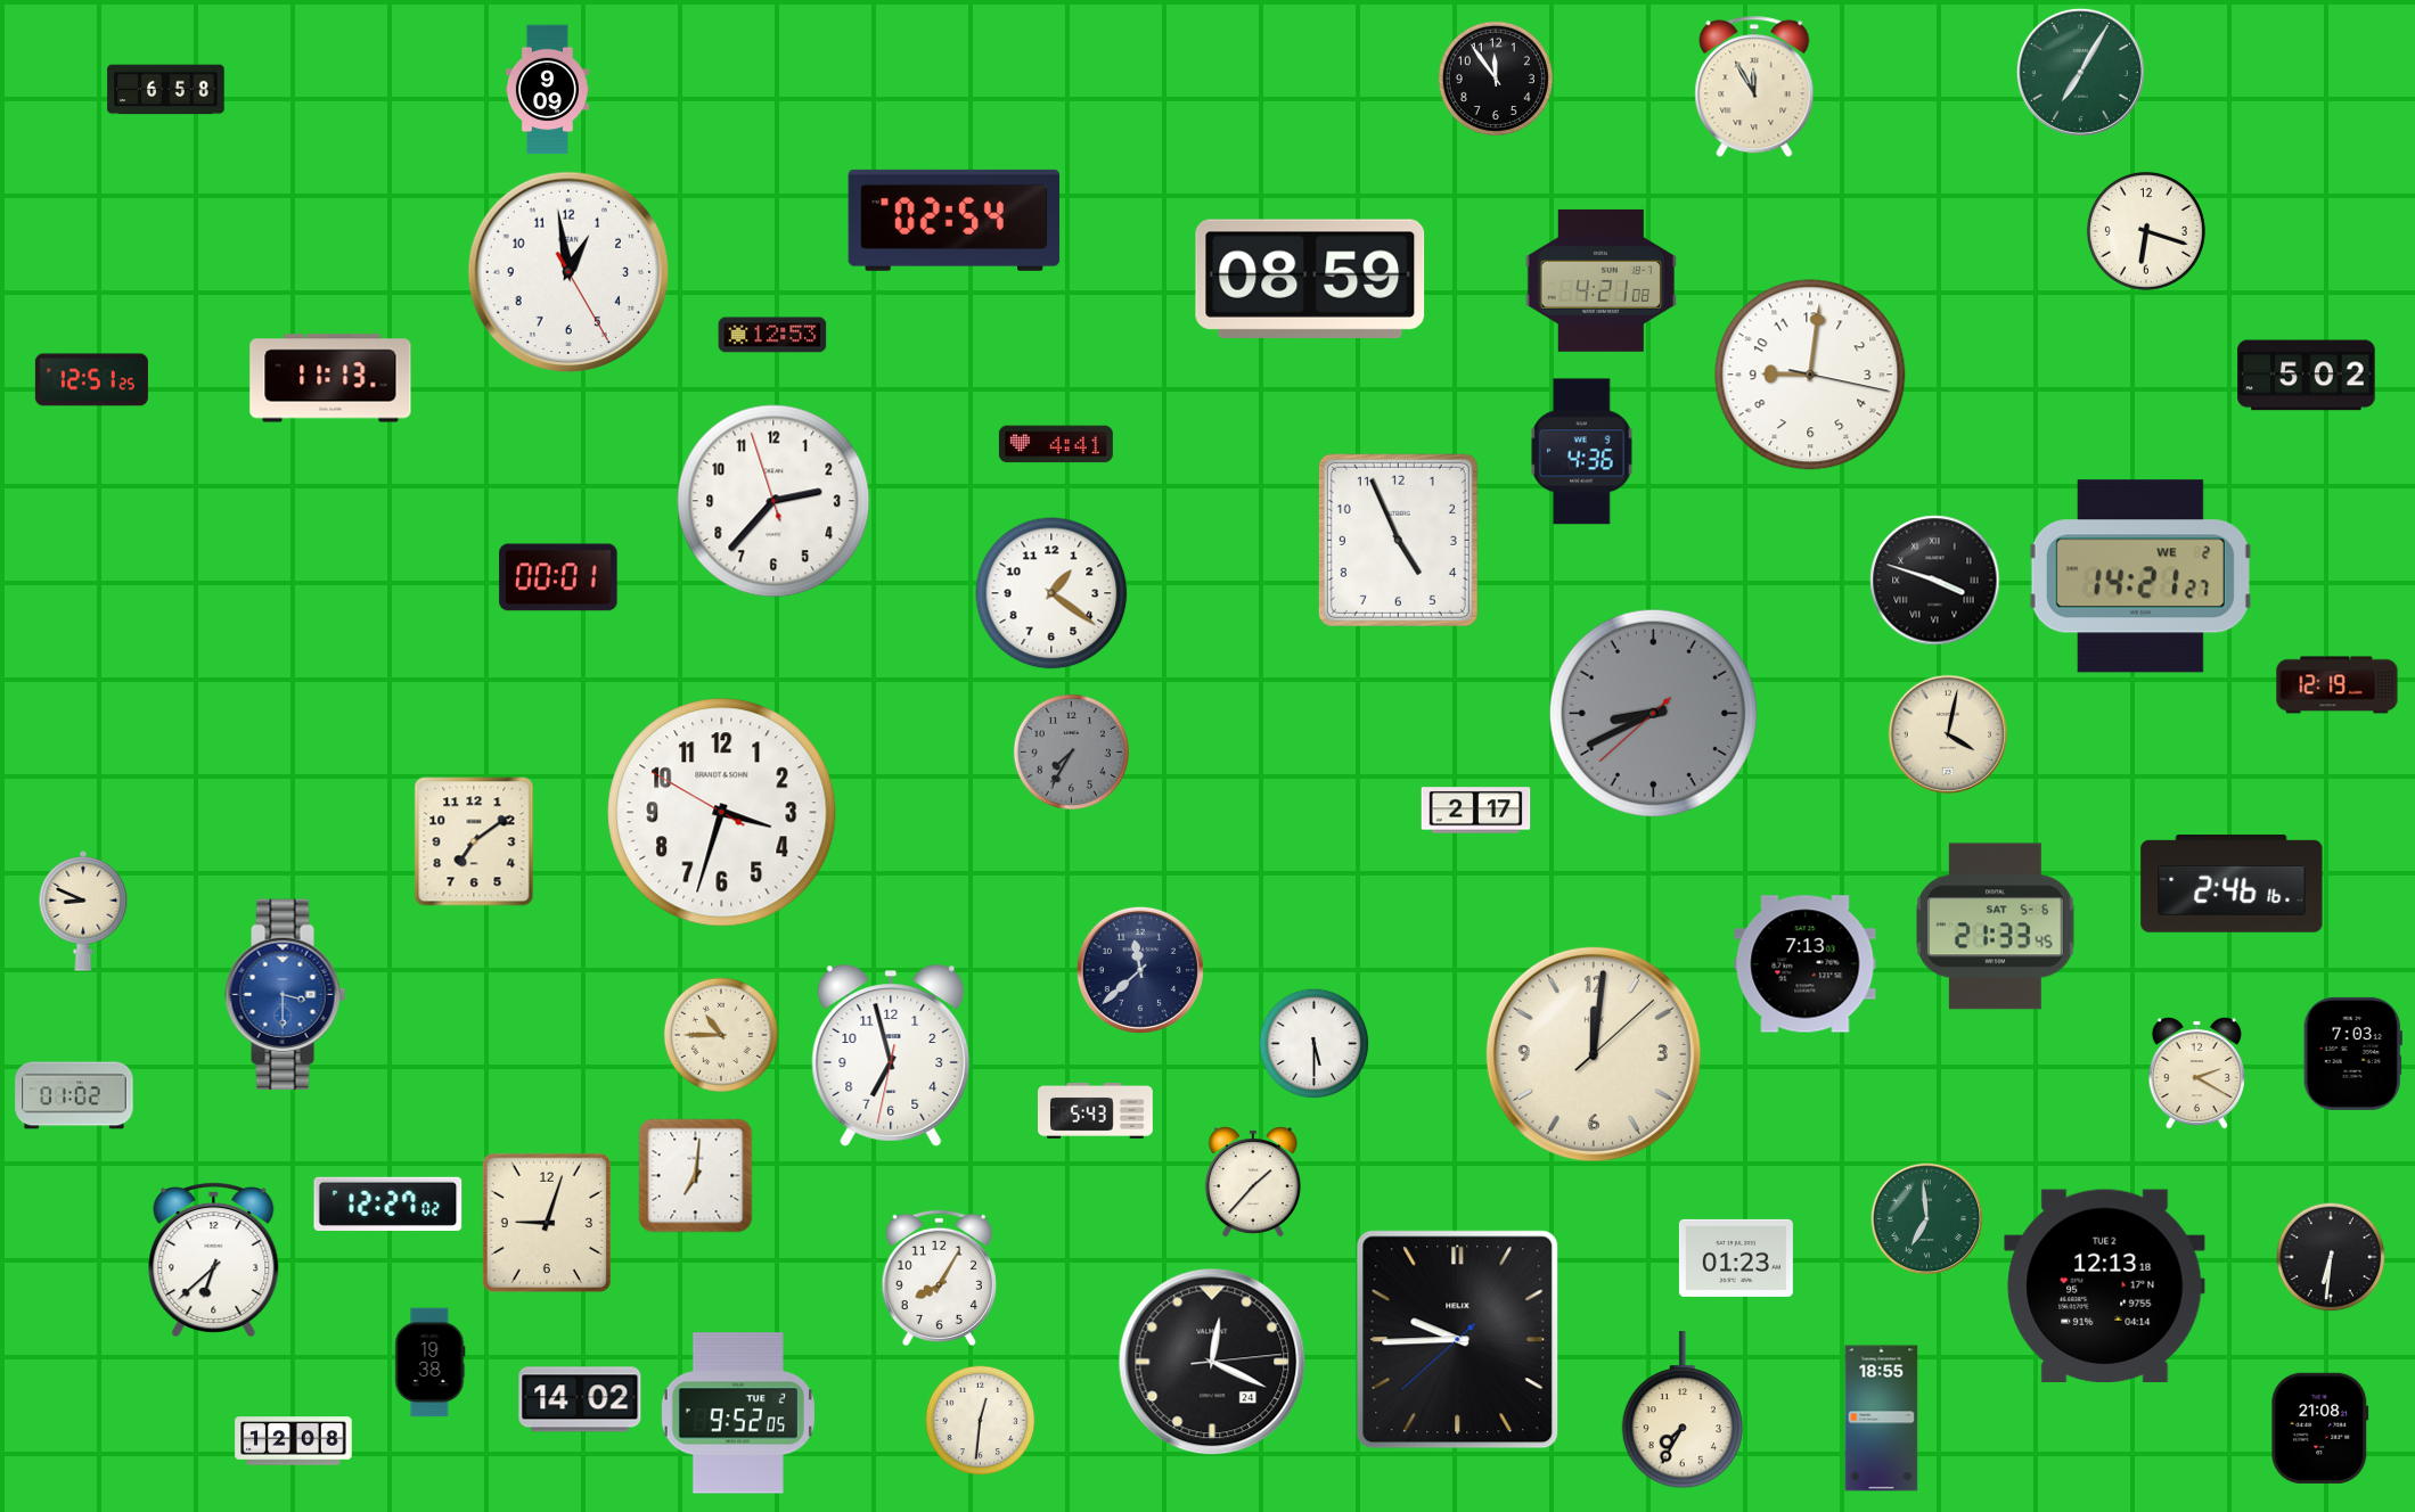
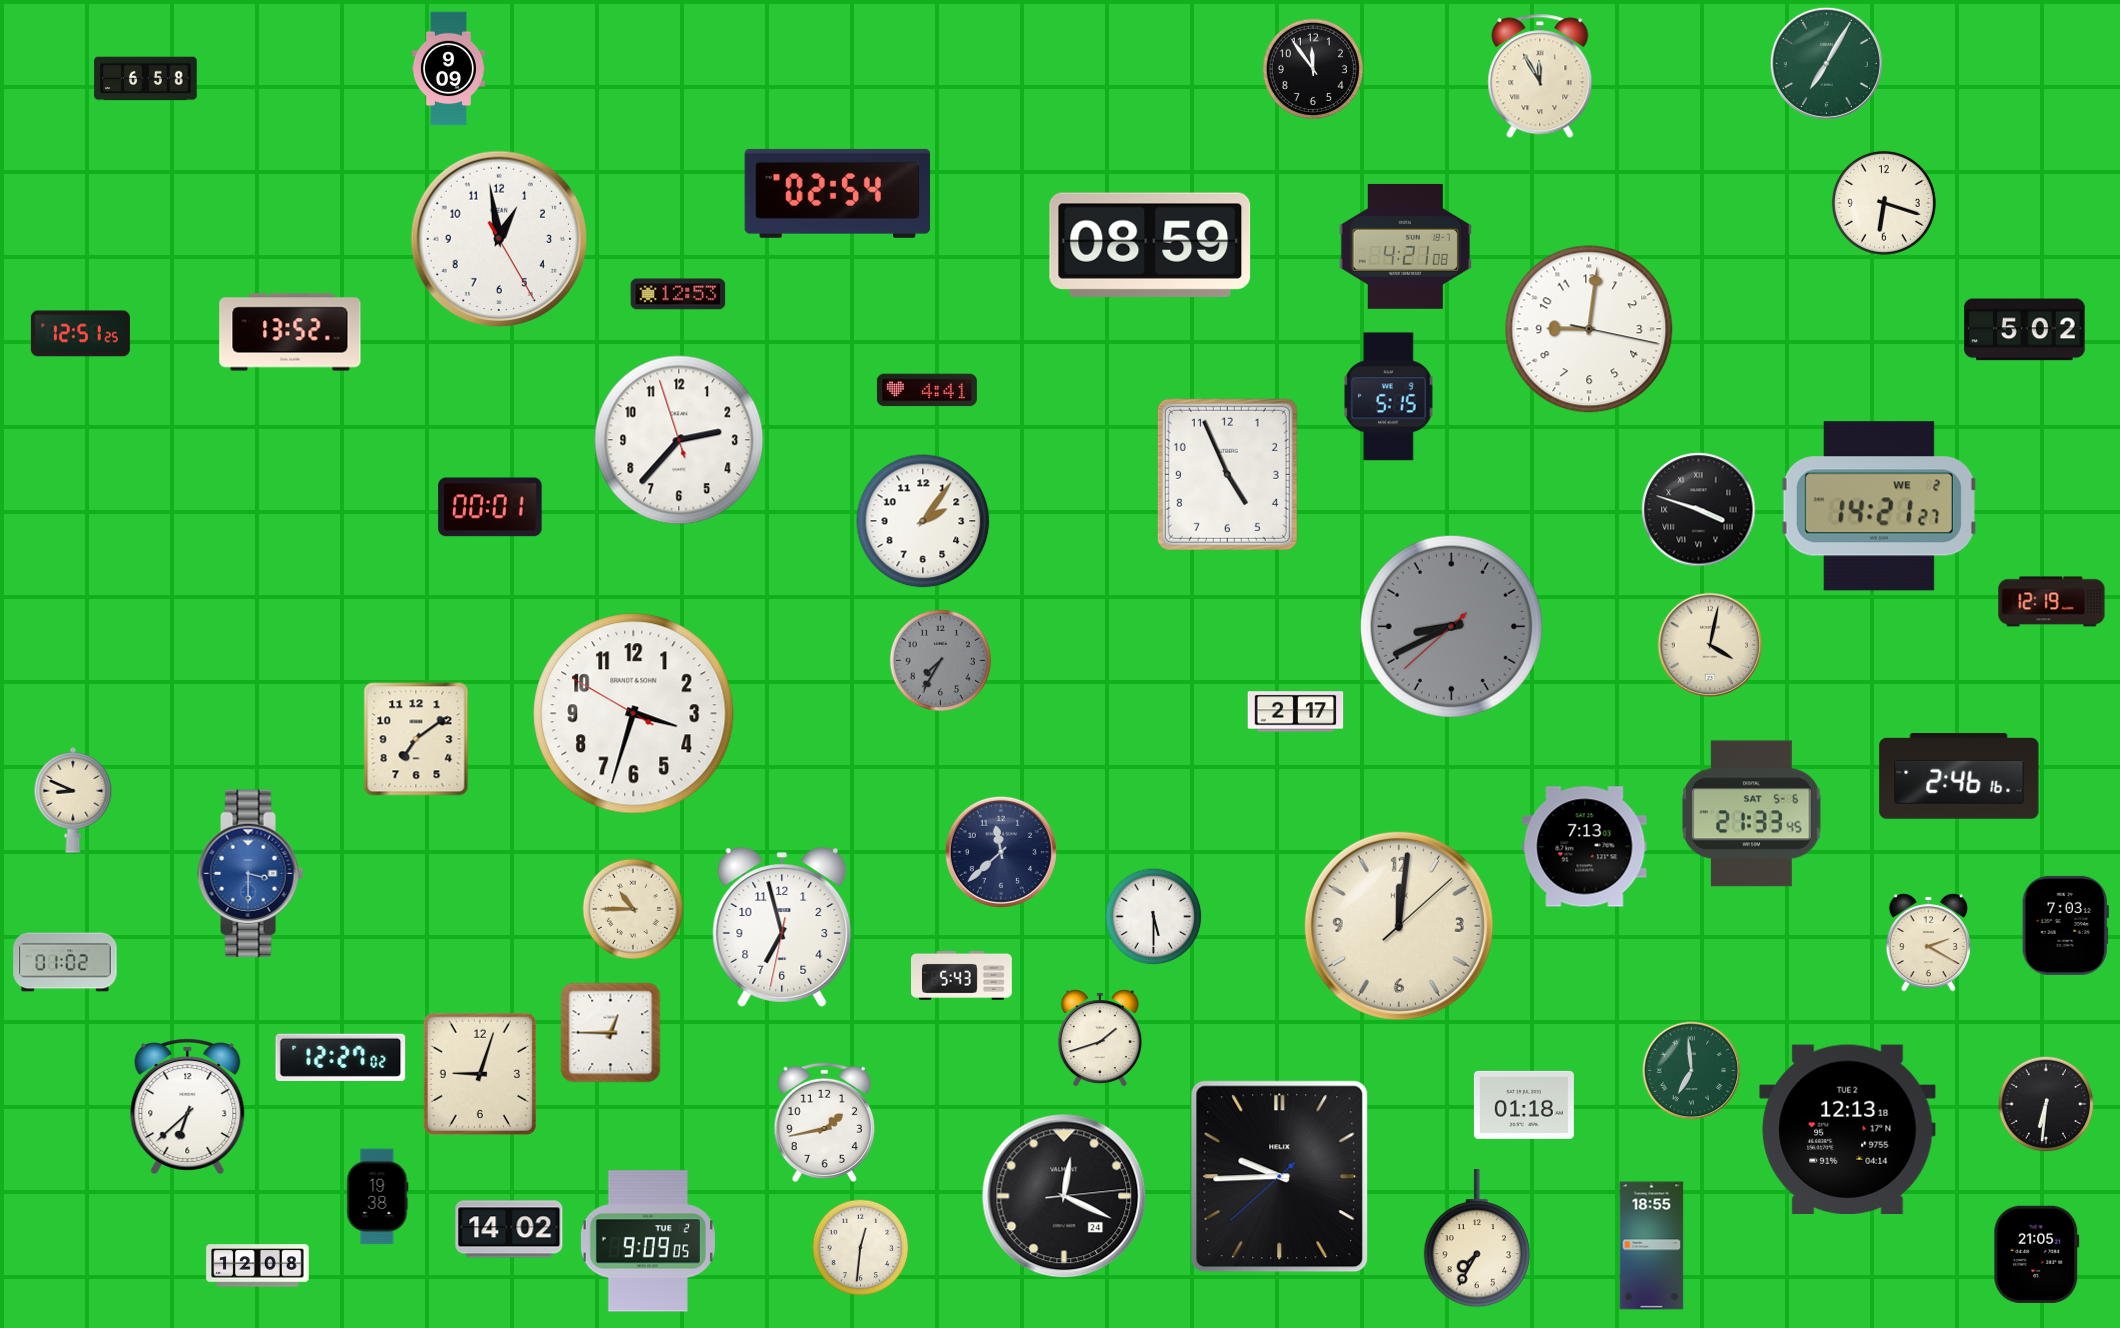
clock at (547, 90) position: (547, 90) -> (448, 69)
clock at (330, 378): 11:13 -> 13:52
clock at (1582, 452): 4:36 -> 5:15
clock at (1051, 593): 1:21 -> 2:06
clock at (696, 1176): 7:01 -> 12:45
clock at (1253, 1182): 1:37 -> 1:42
clock at (1736, 1258): 01:23 -> 01:18
clock at (939, 1279): 8:05 -> 1:43
clock at (738, 1413): 9:52 -> 9:09
clock at (2320, 1428): 21:08 -> 21:05
